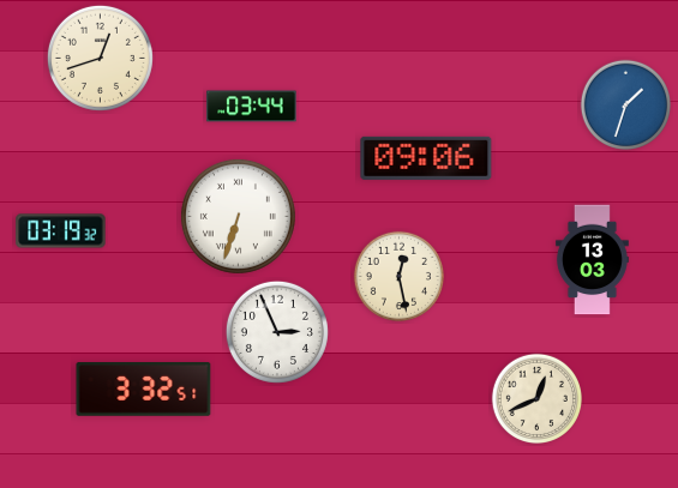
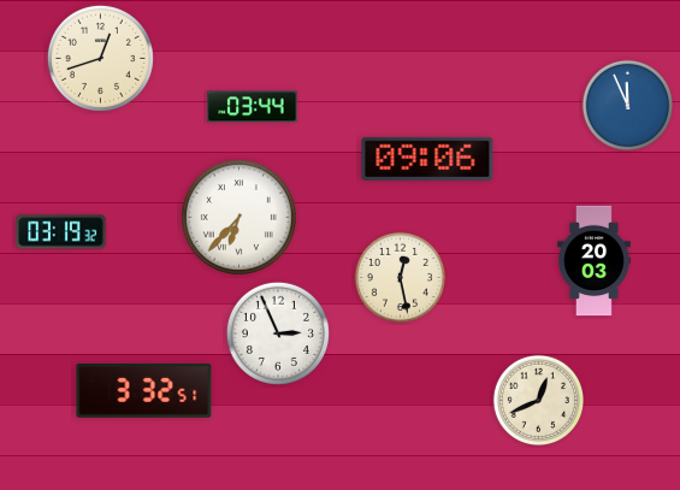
clock at (625, 104): 1:33 -> 11:56
clock at (238, 216): 6:33 -> 6:37
clock at (592, 260): 13:03 -> 20:03
